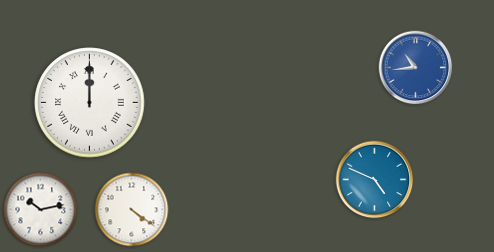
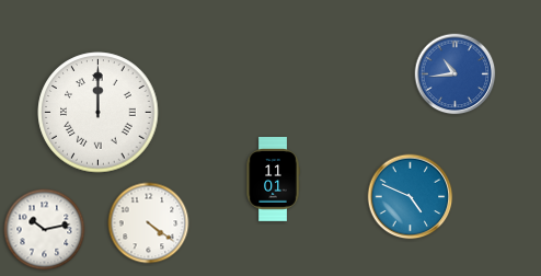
clock at (273, 180): none -> 11:01
clock at (132, 210) position: (132, 210) -> (149, 223)
